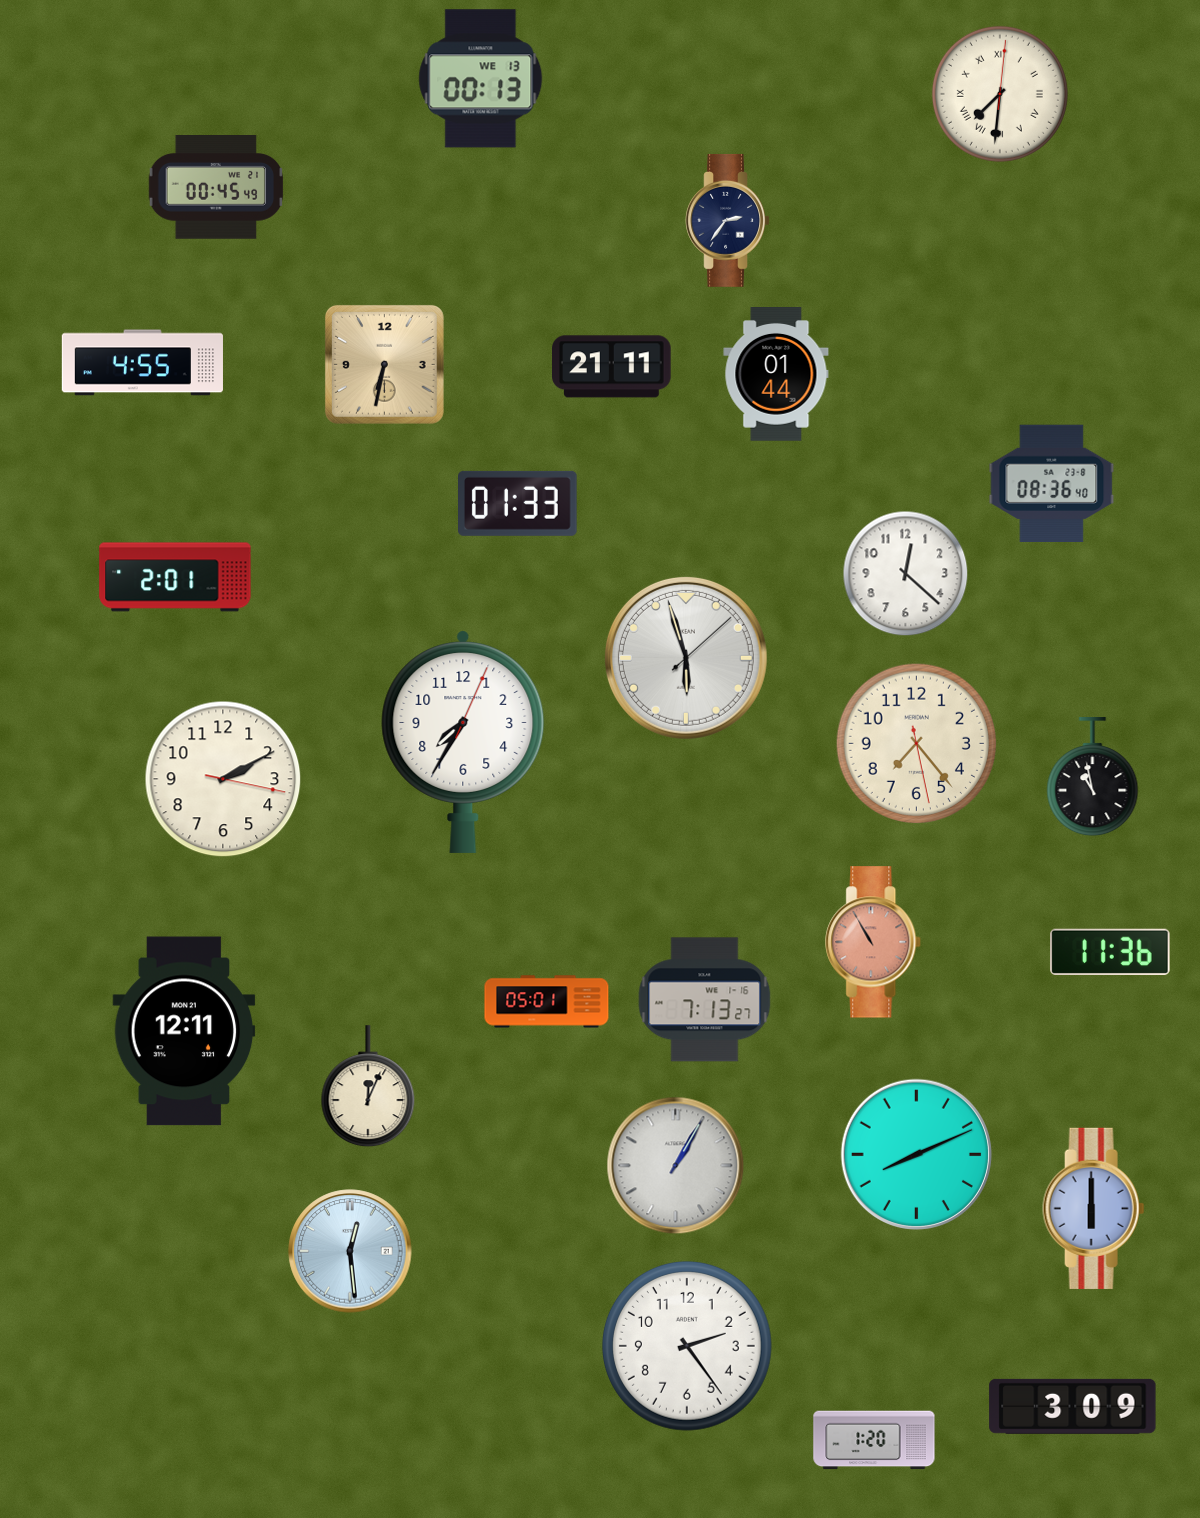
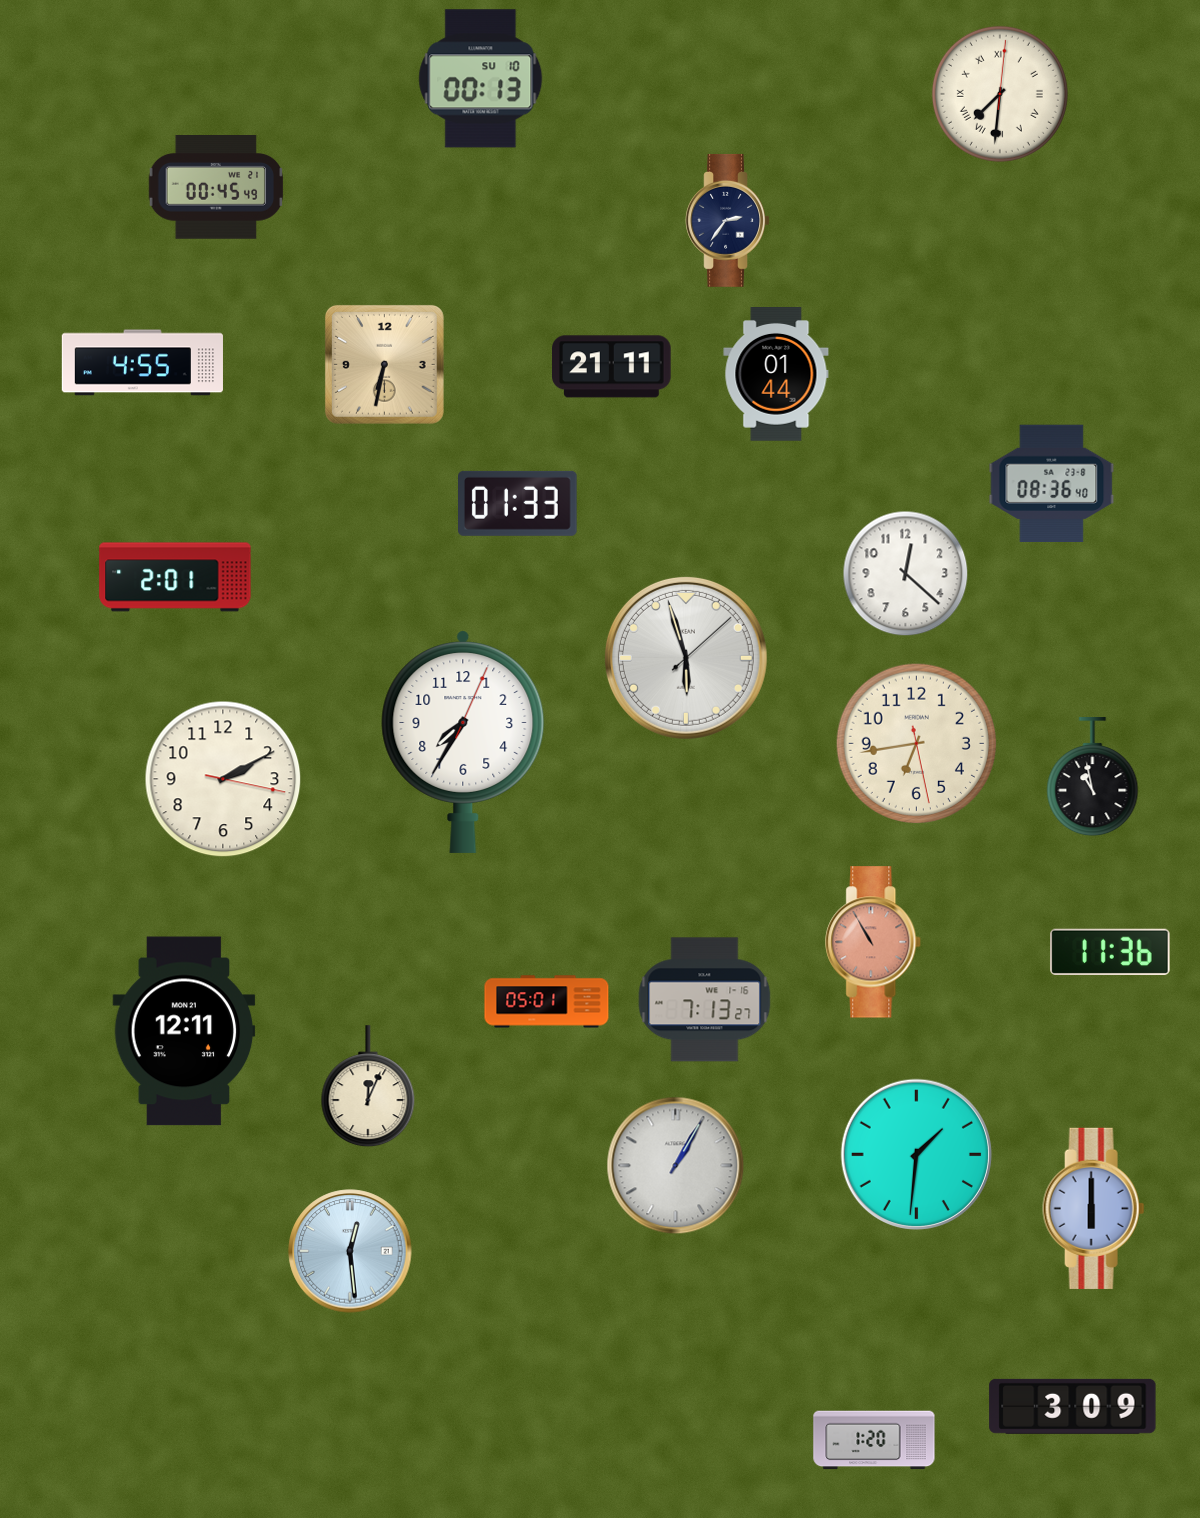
clock at (481, 79) date: WE 13 -> SU 10
clock at (916, 743): 7:23 -> 6:43
clock at (916, 1154): 8:11 -> 1:31
clock at (687, 1346): 2:24 -> none
